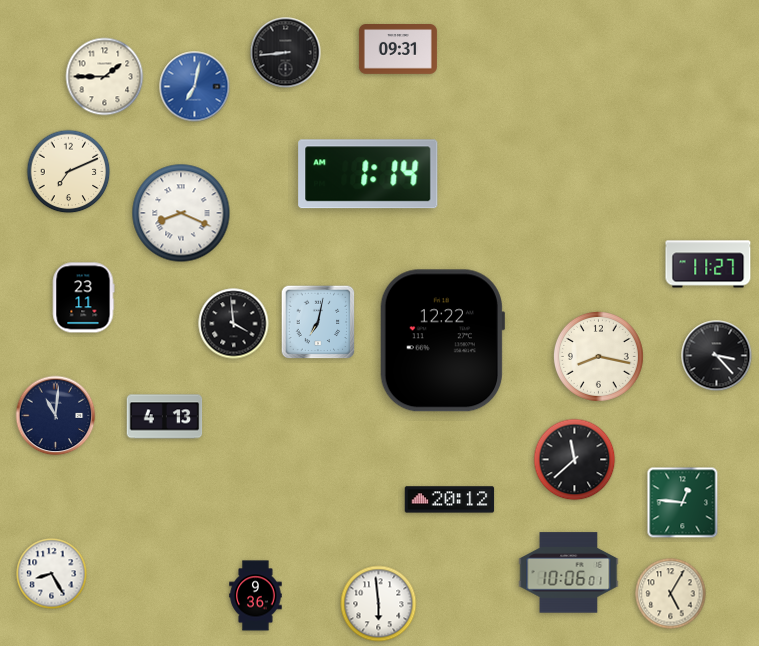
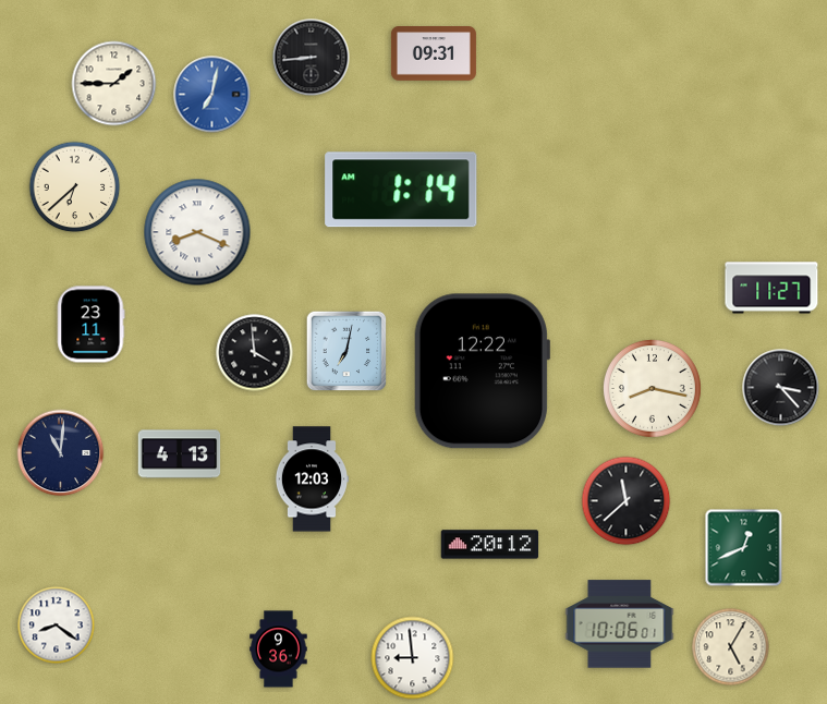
clock at (69, 172): 7:11 -> 6:38
clock at (312, 480): none -> 12:03
clock at (683, 503): 12:46 -> 12:41
clock at (52, 574): 8:25 -> 8:21
clock at (379, 604): 5:59 -> 8:59
